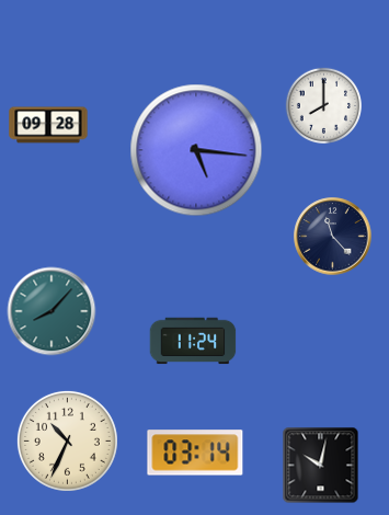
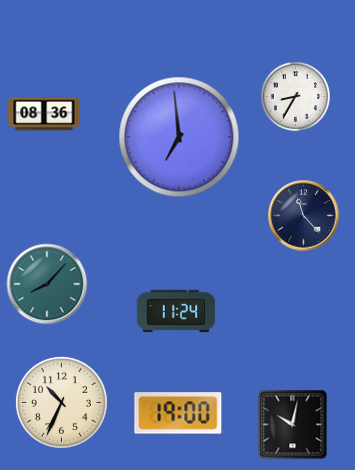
clock at (323, 105): 8:00 -> 8:35
clock at (48, 125): 09:28 -> 08:36
clock at (196, 150): 5:16 -> 6:59
clock at (195, 453): 03:14 -> 19:00
